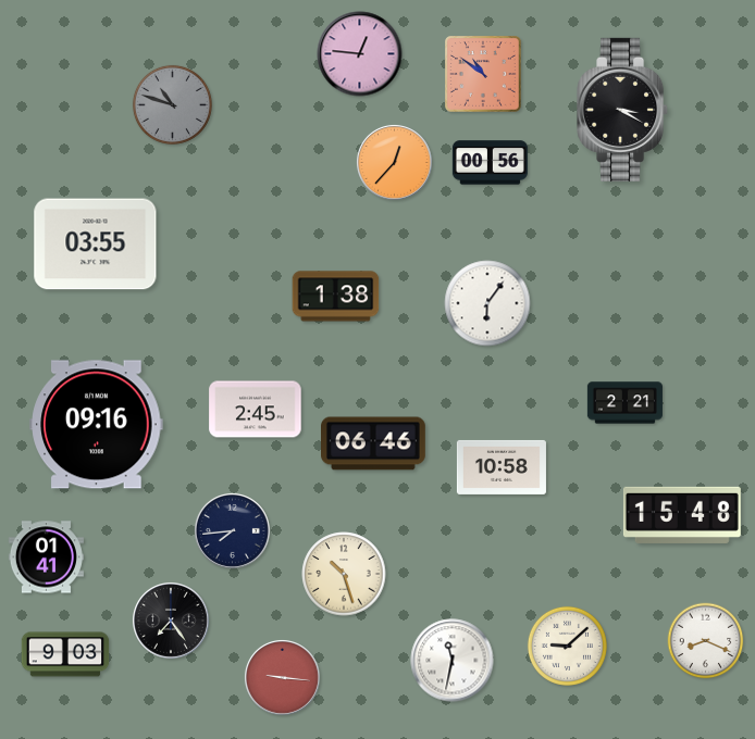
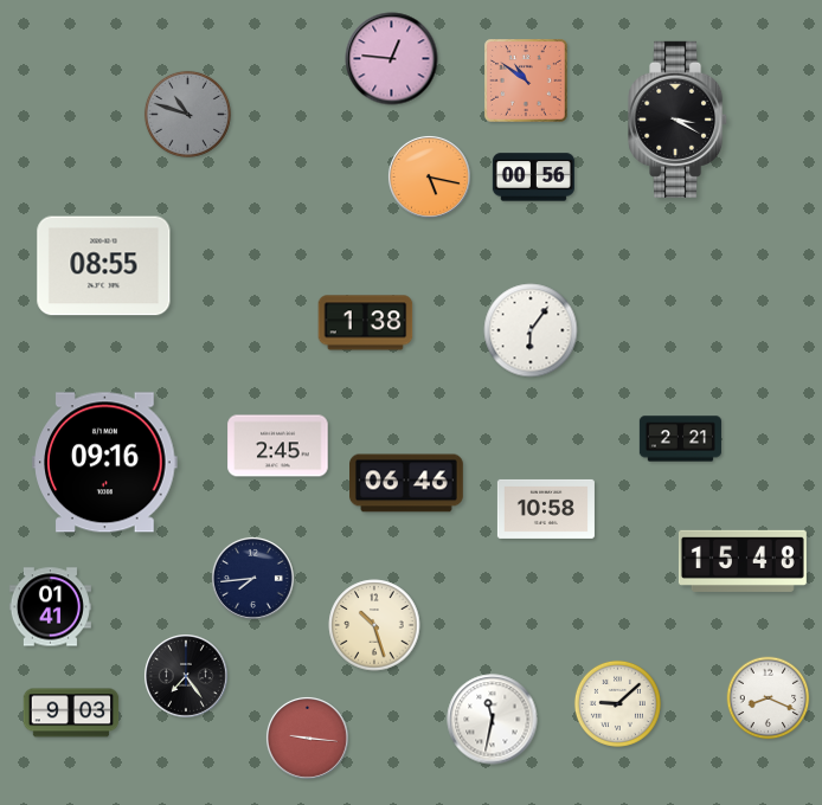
clock at (394, 162): 12:37 -> 5:17
clock at (96, 245): 03:55 -> 08:55
